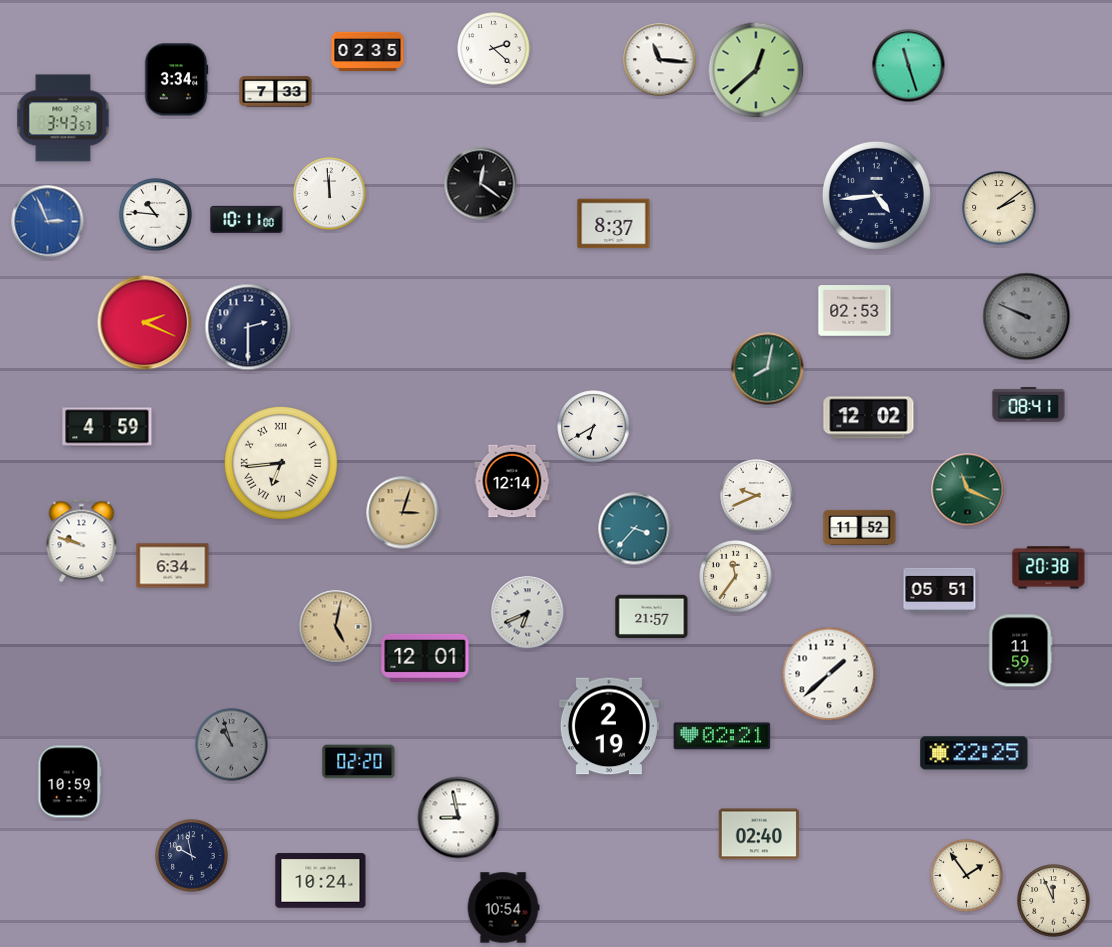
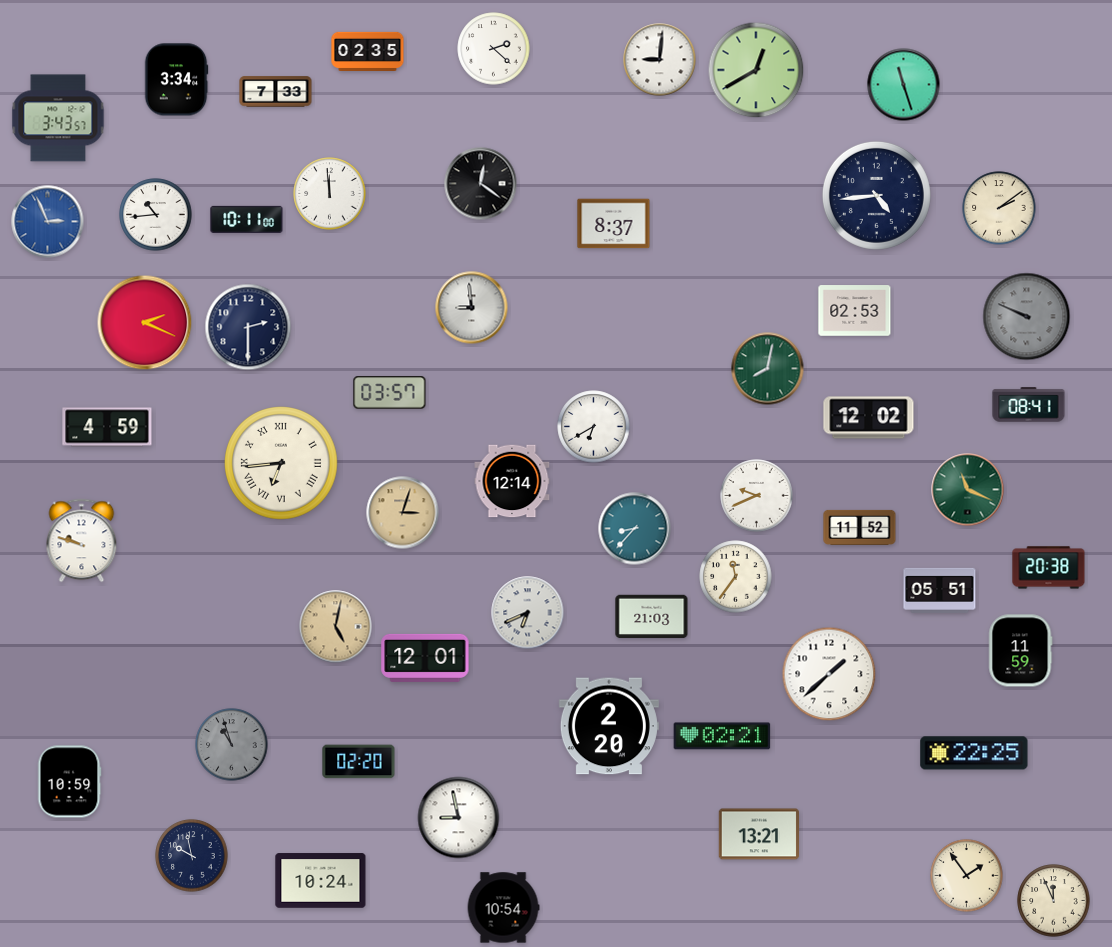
clock at (660, 60): 11:16 -> 9:01
clock at (909, 66) position: (909, 66) -> (904, 85)
clock at (756, 70): 12:38 -> 12:40
clock at (63, 118) position: (63, 118) -> (58, 118)
clock at (156, 215): 10:46 -> 10:44
clock at (472, 308): none -> 8:59
clock at (390, 393): none -> 03:57
clock at (635, 529): 3:37 -> 8:37
clock at (173, 566): 6:34 -> none
clock at (652, 617): 21:57 -> 21:03
clock at (609, 726): 2:19 -> 2:20
clock at (759, 834): 02:40 -> 13:21
